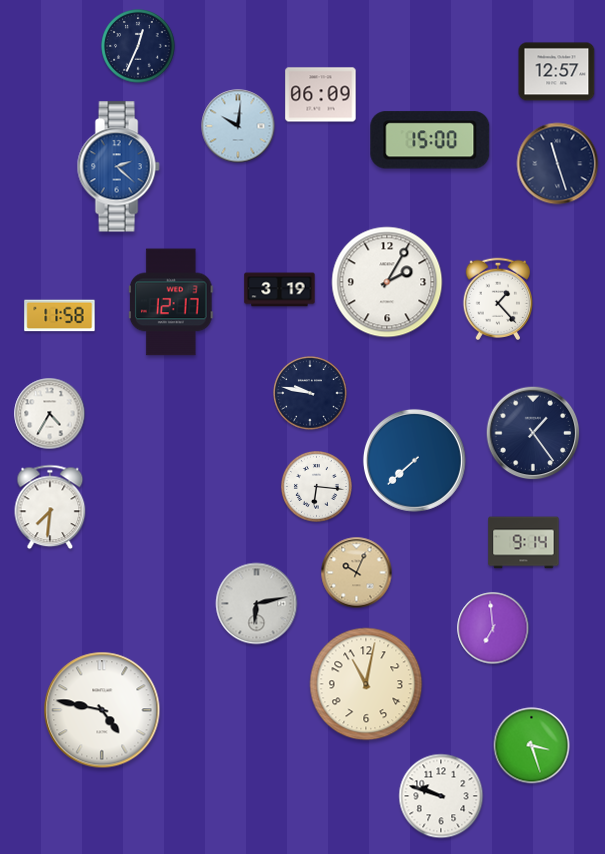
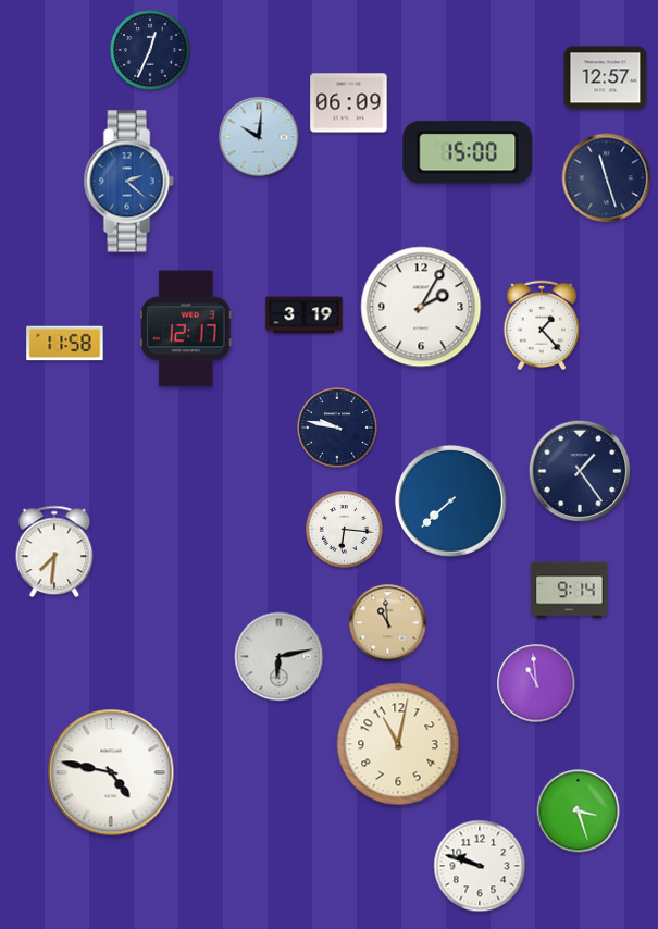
clock at (50, 414): 4:35 -> none
clock at (357, 573): 10:04 -> 10:59
clock at (493, 628): 6:59 -> 10:59
